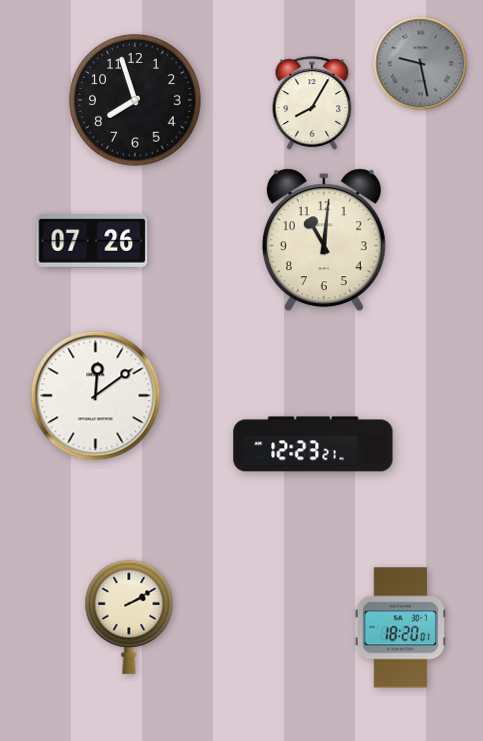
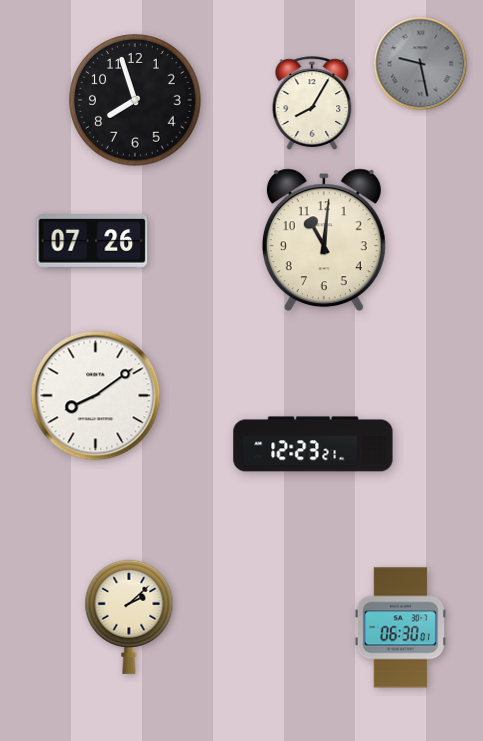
clock at (96, 396): 12:09 -> 8:09
clock at (129, 617): 2:10 -> 2:08
clock at (400, 628): 18:20 -> 06:30
